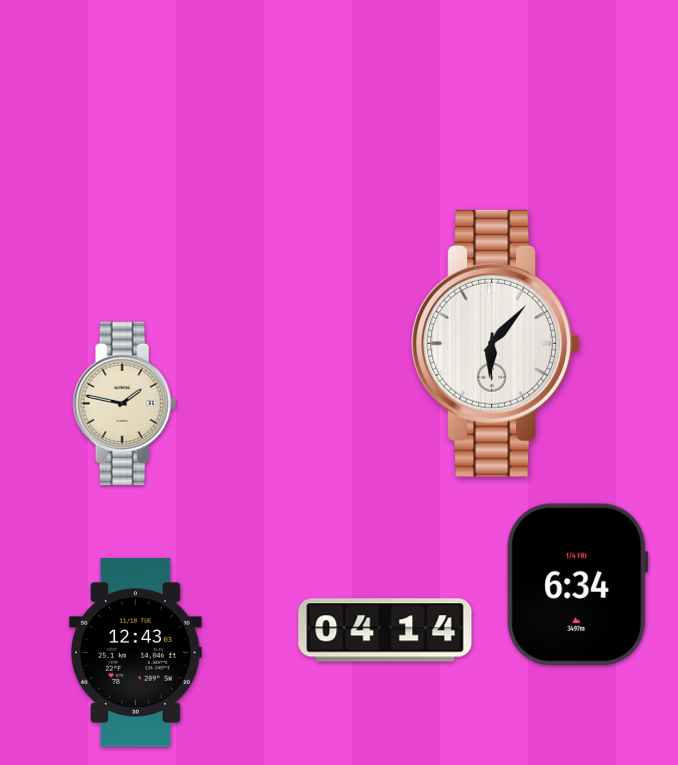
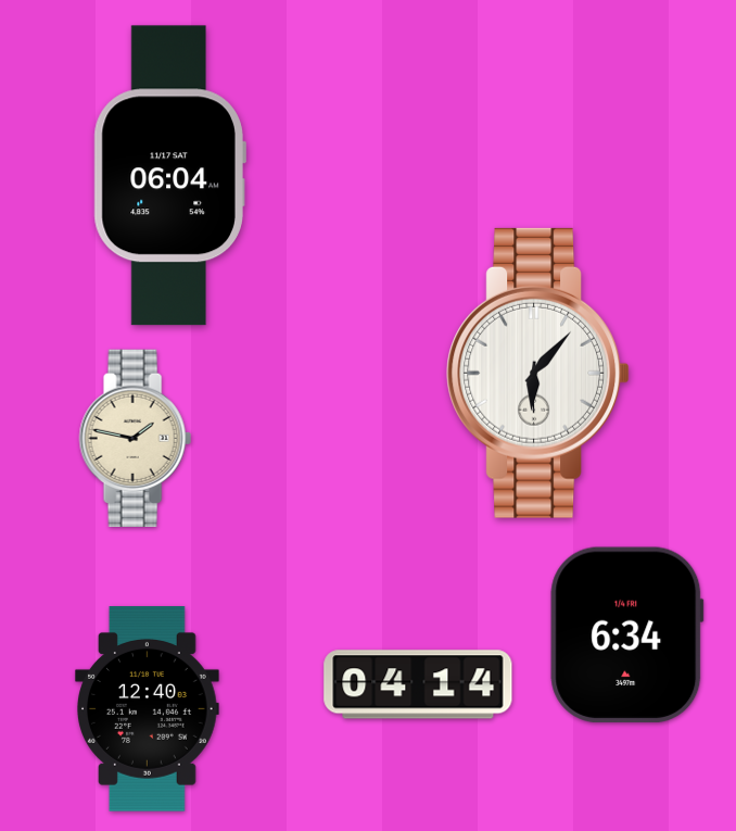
clock at (169, 176): none -> 06:04
clock at (136, 653): 12:43 -> 12:40
